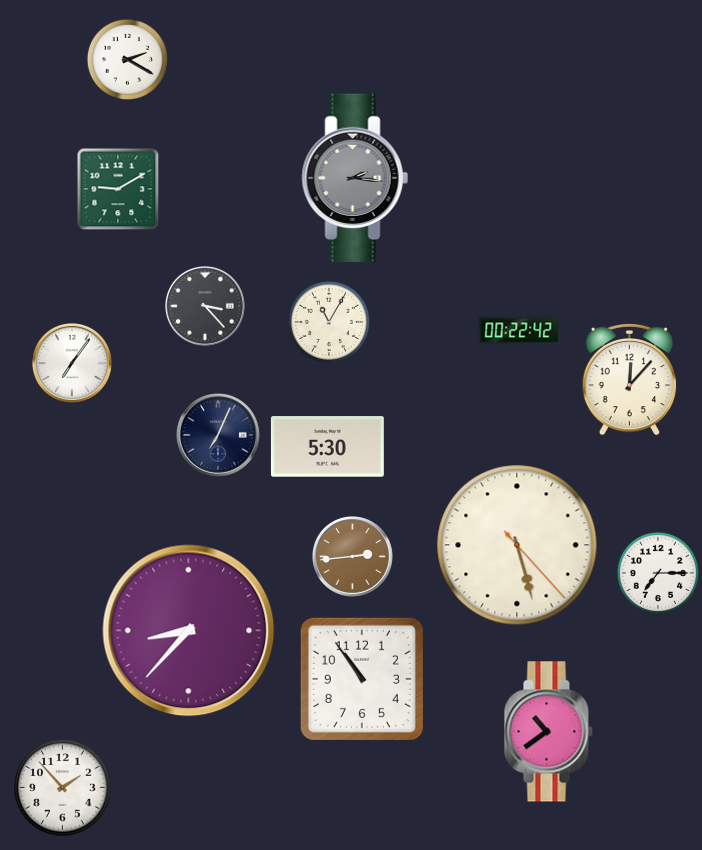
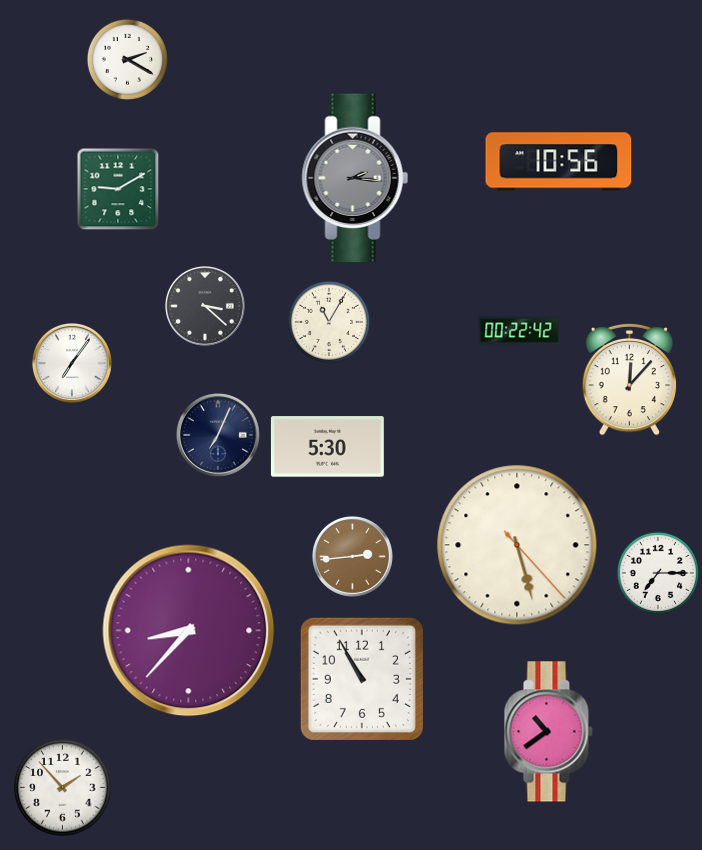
clock at (559, 162): none -> 10:56
clock at (205, 306): 3:23 -> 3:22
clock at (362, 679): 10:54 -> 10:55
